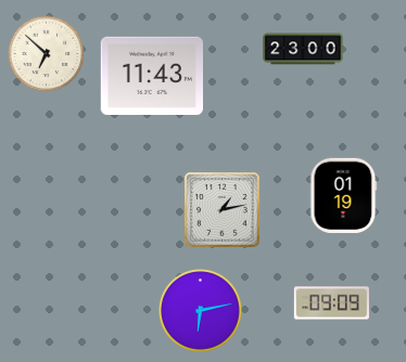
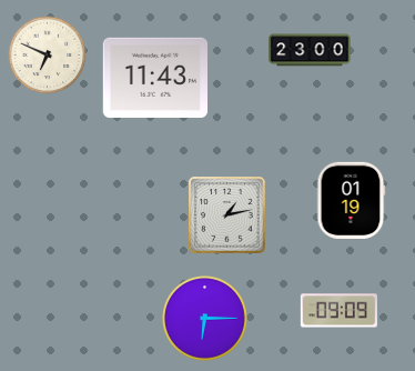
clock at (47, 54): 6:52 -> 6:49
clock at (201, 311): 6:13 -> 6:15
